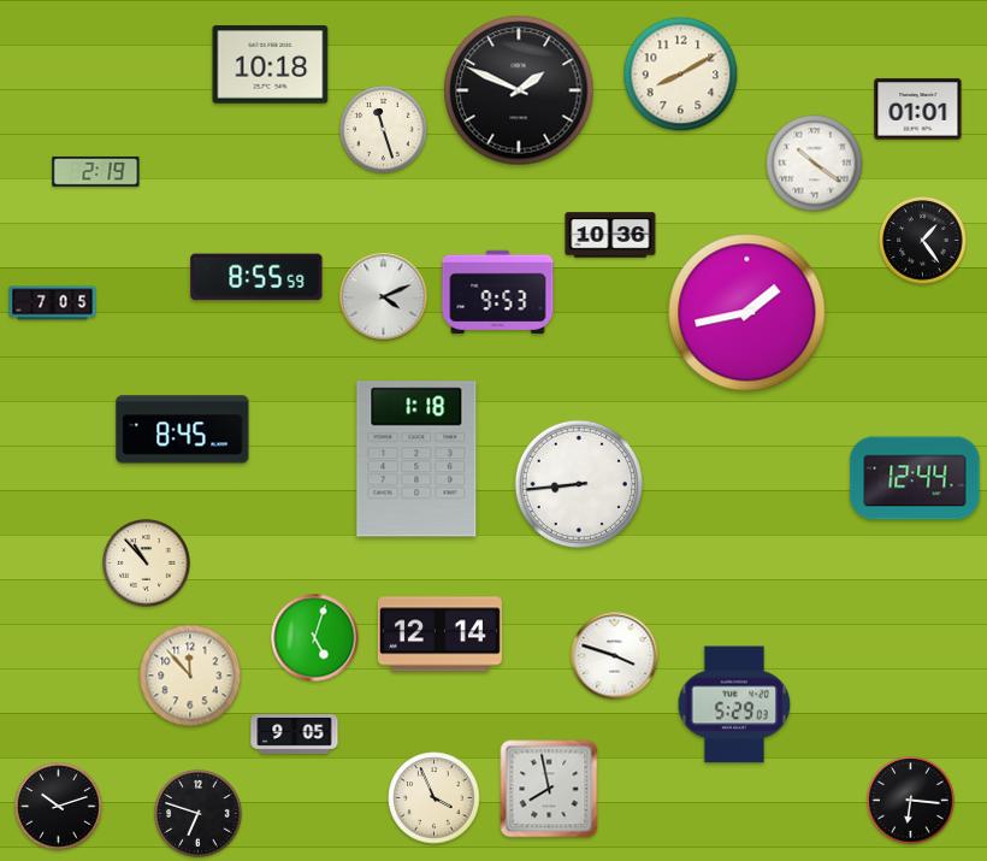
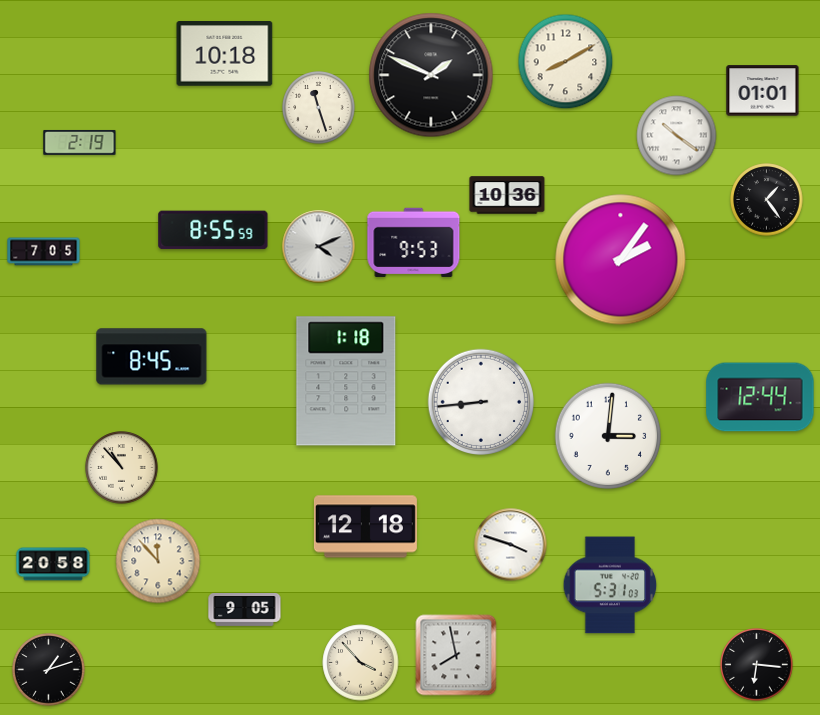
clock at (747, 313): 1:43 -> 2:06
clock at (607, 435): none -> 3:01
clock at (439, 635): 12:14 -> 12:18
clock at (315, 638): 5:03 -> none
clock at (53, 564): none -> 20:58
clock at (734, 704): 5:29 -> 5:31
clock at (435, 798): 3:56 -> 3:53
clock at (59, 807): 10:12 -> 1:12
clock at (199, 814): 6:48 -> none
